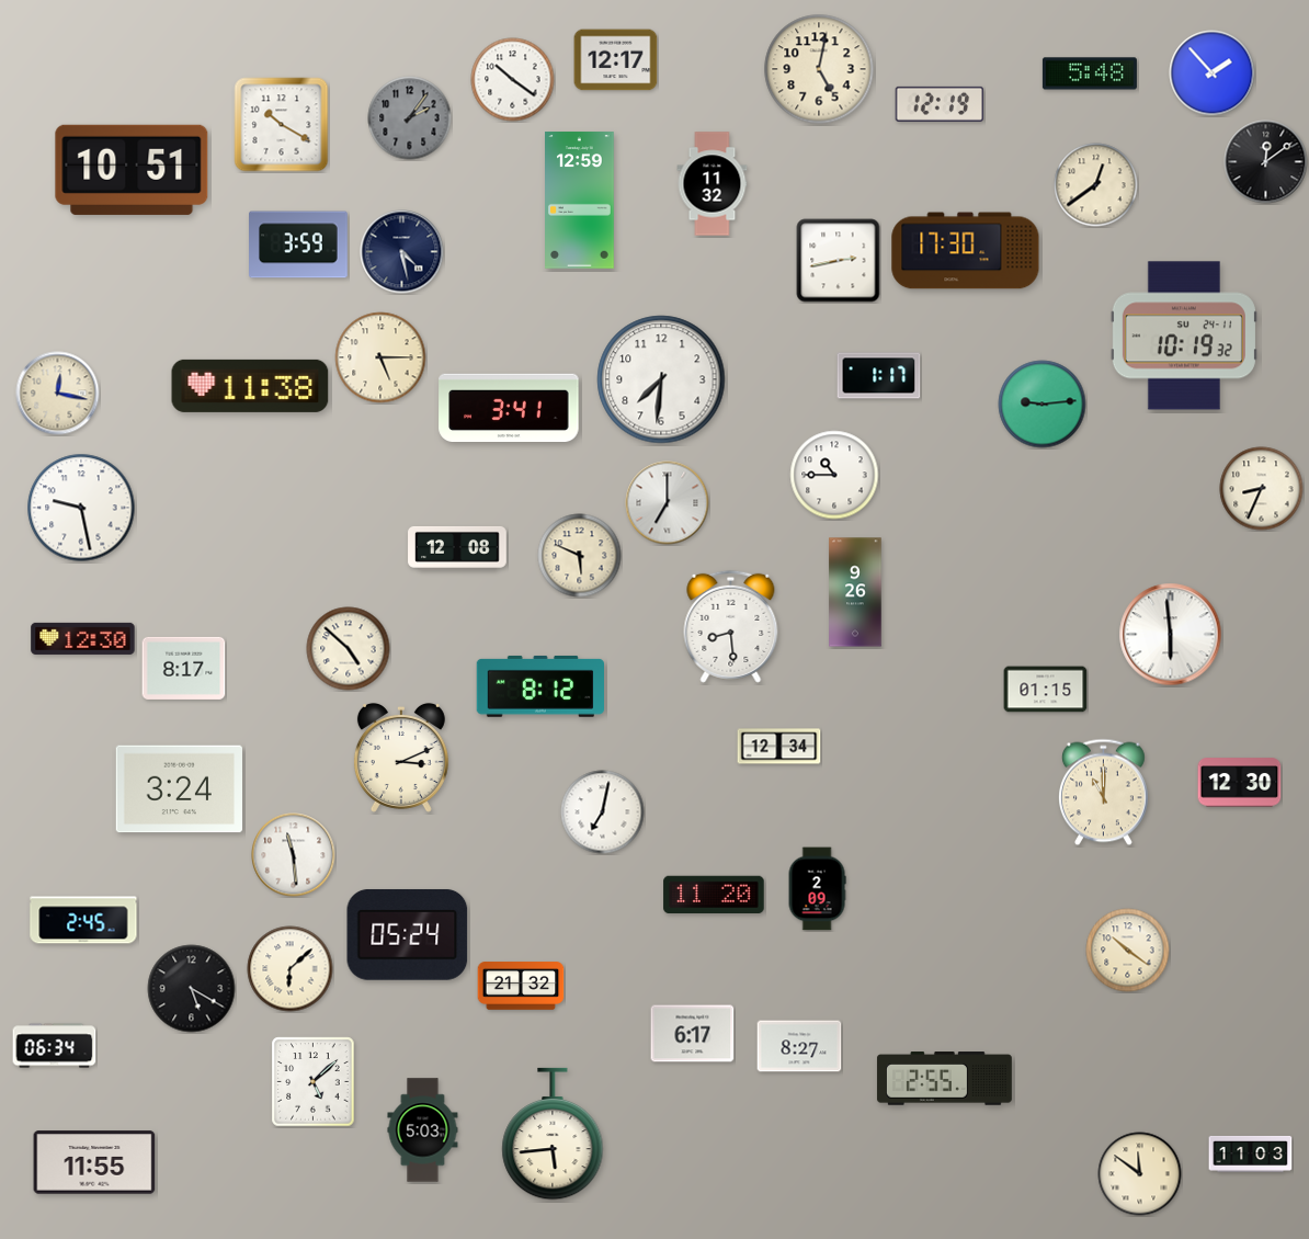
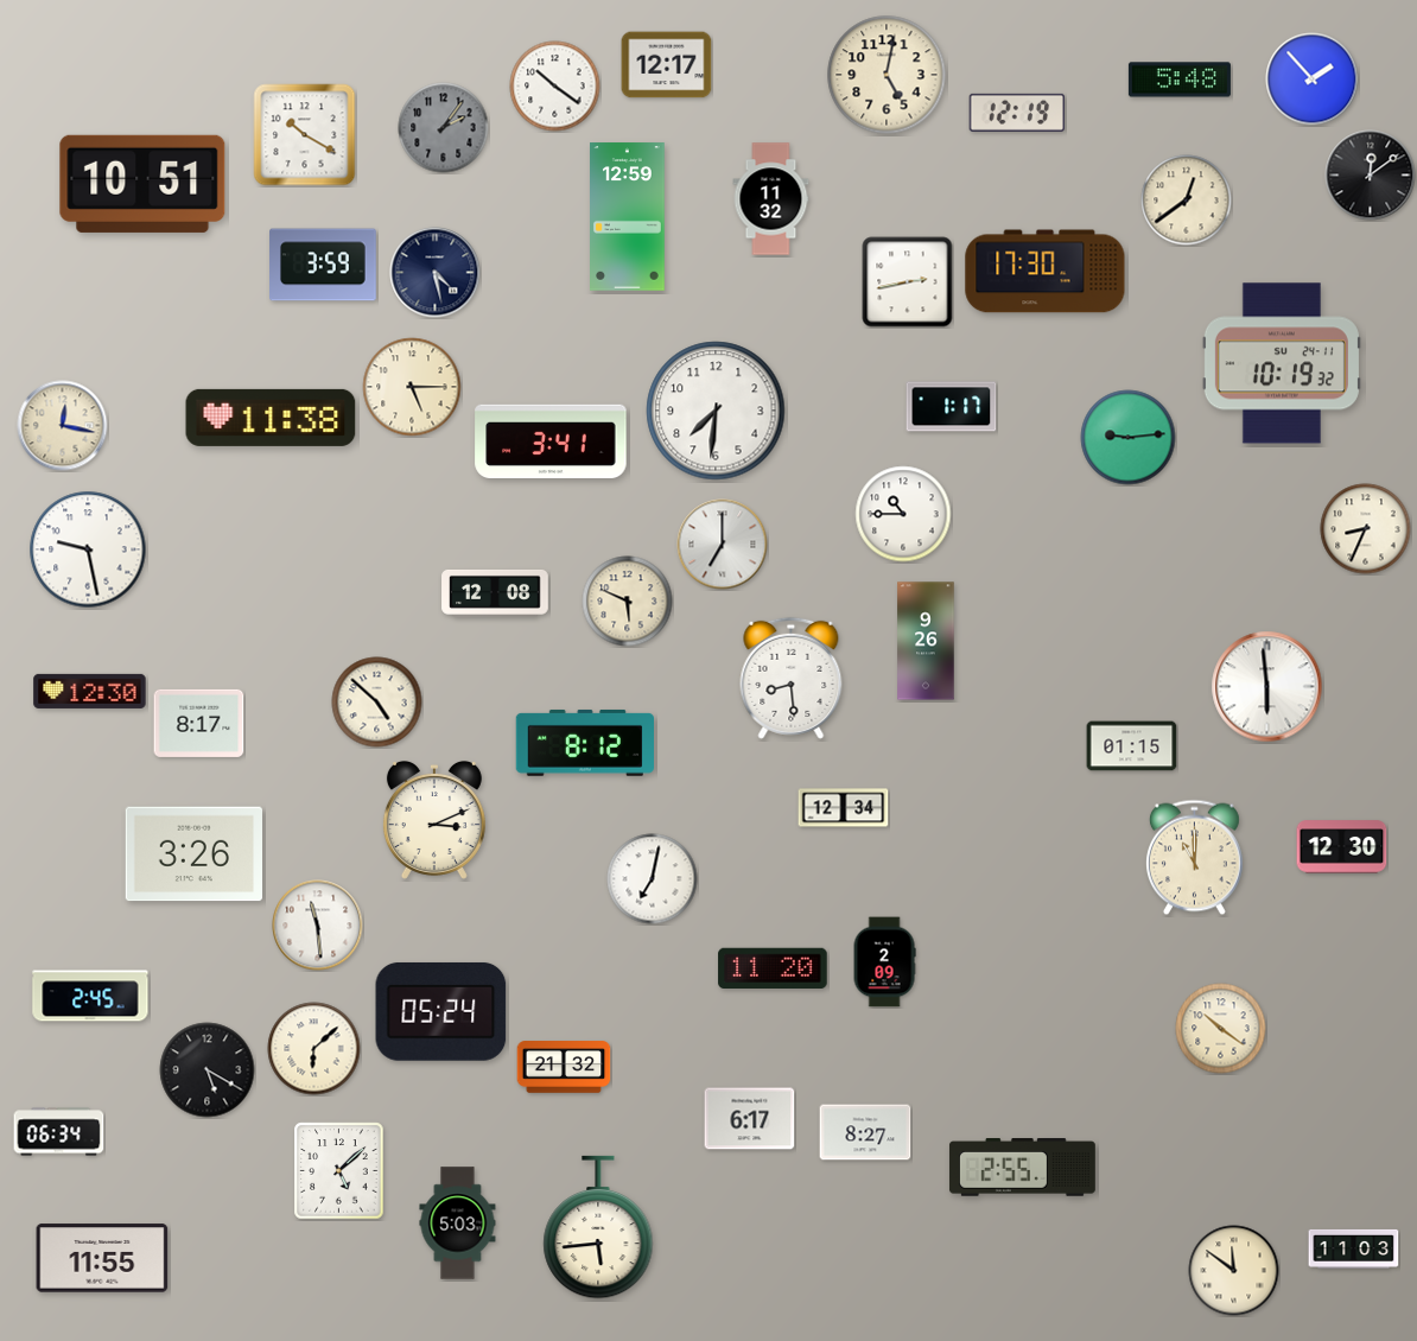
clock at (179, 789): 3:24 -> 3:26
